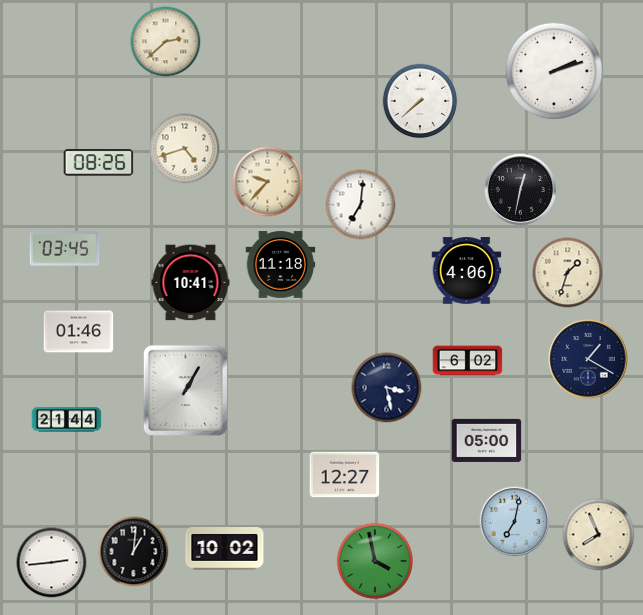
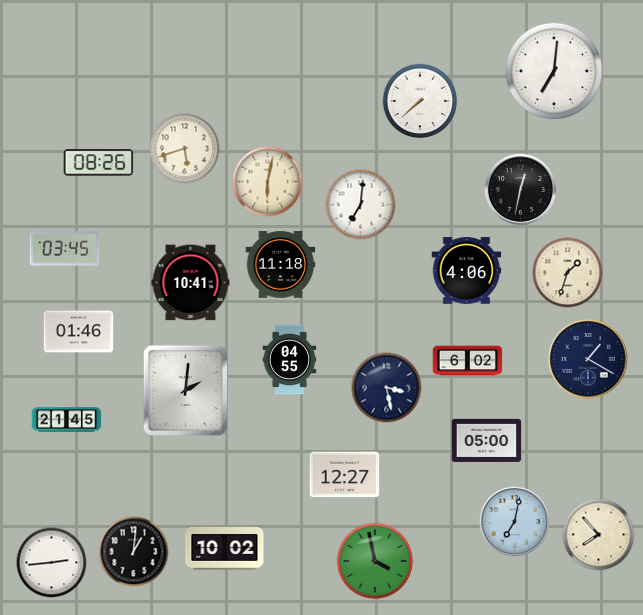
clock at (166, 42): 2:38 -> none
clock at (554, 71): 2:12 -> 7:01
clock at (185, 149): 4:42 -> 5:42
clock at (268, 182): 9:37 -> 6:02
clock at (290, 360): none -> 04:55
clock at (185, 390): 1:05 -> 2:01
clock at (67, 420): 21:44 -> 21:45
clock at (599, 535): 7:56 -> 7:53
